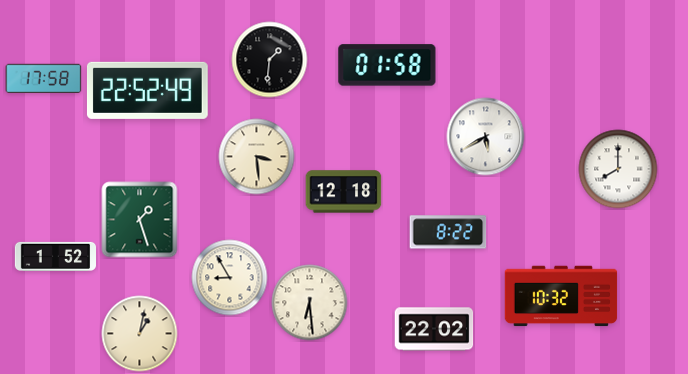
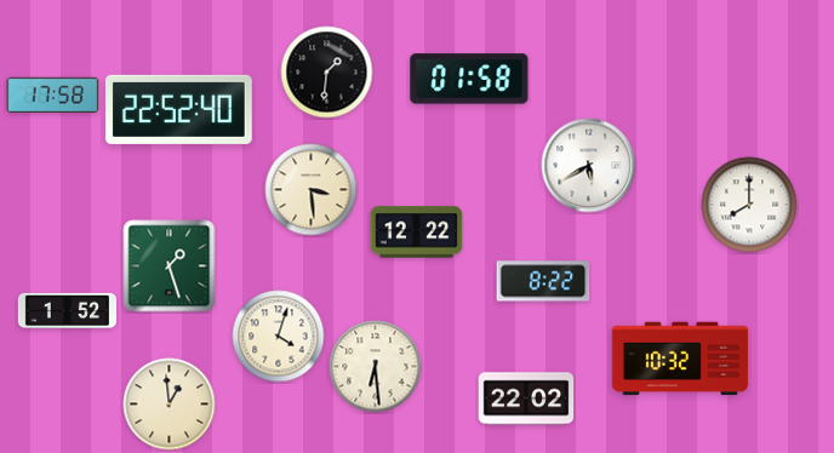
clock at (147, 90): 22:52:49 -> 22:52:40
clock at (344, 192): 12:18 -> 12:22
clock at (230, 278): 8:55 -> 4:03
clock at (140, 334): 1:02 -> 12:59
